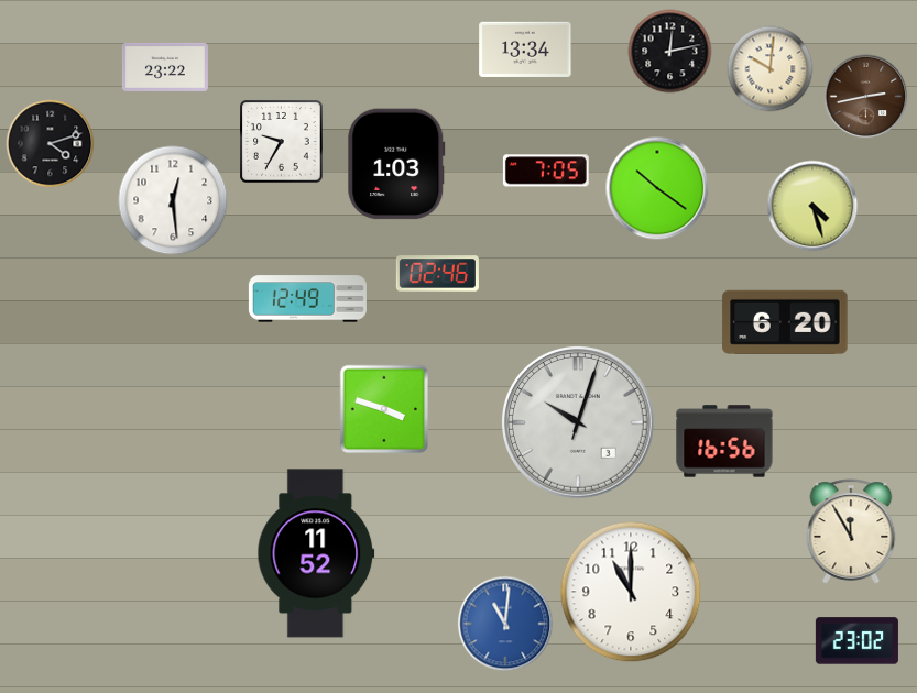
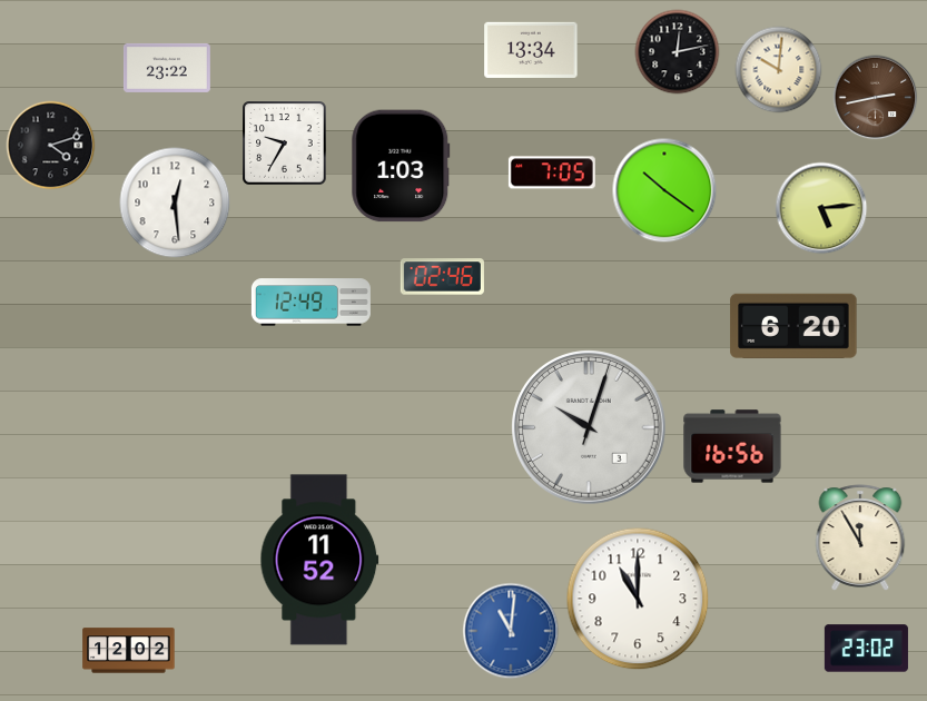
clock at (812, 206): 4:27 -> 5:14
clock at (384, 409): 3:48 -> none
clock at (579, 424) position: (579, 424) -> (590, 428)
clock at (129, 651): none -> 12:02
